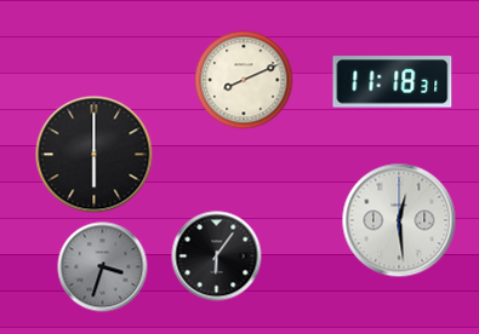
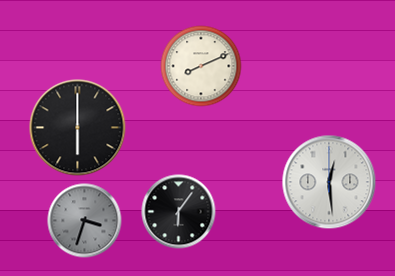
clock at (393, 82): 11:18 -> none
